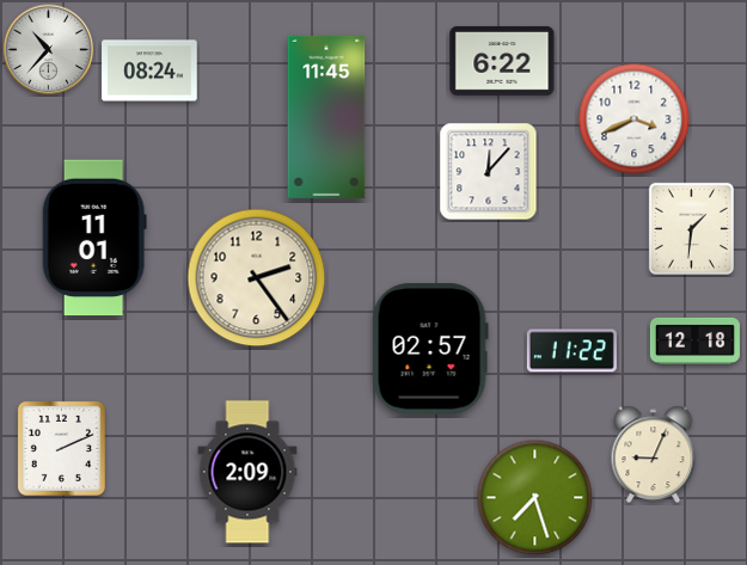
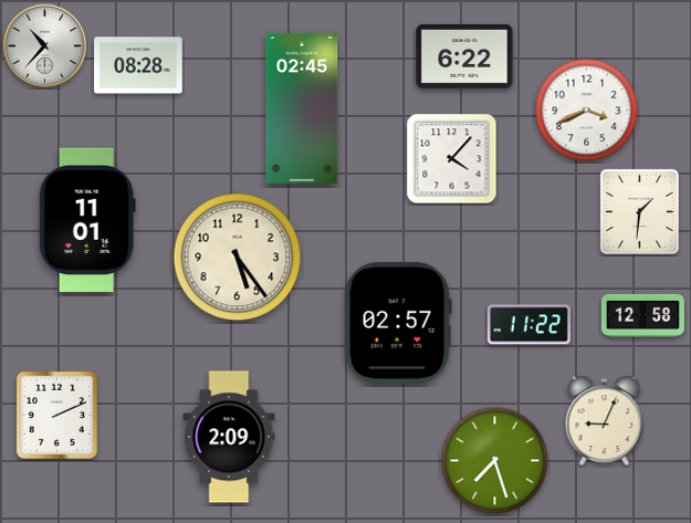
clock at (149, 70): 08:24 -> 08:28
clock at (326, 117): 11:45 -> 02:45
clock at (489, 172): 12:07 -> 4:07
clock at (257, 278): 2:24 -> 5:24
clock at (694, 340): 12:18 -> 12:58
